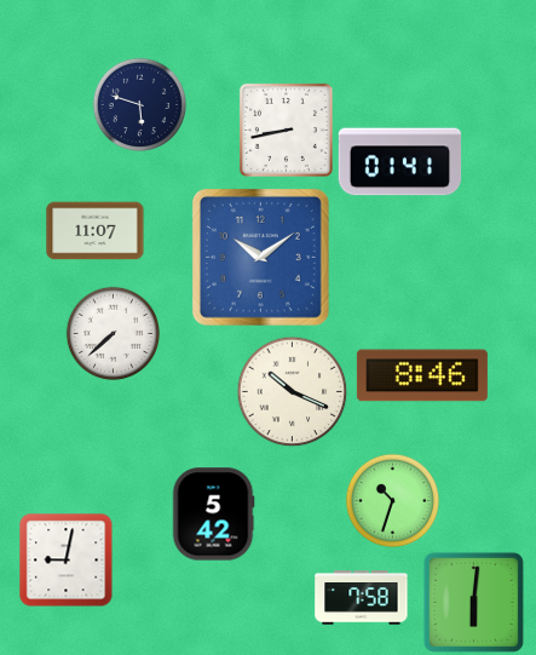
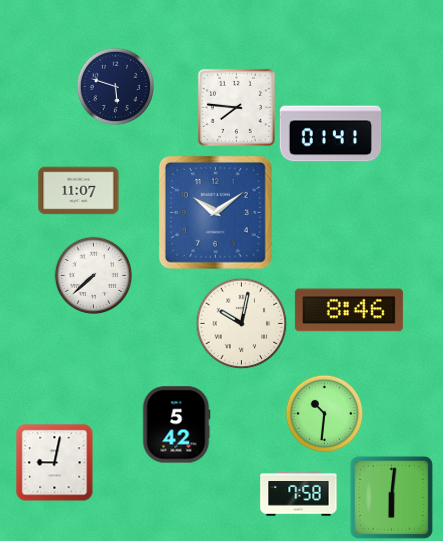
clock at (286, 130): 8:43 -> 7:46
clock at (292, 391): 10:19 -> 10:02
clock at (392, 500): 10:33 -> 10:31
